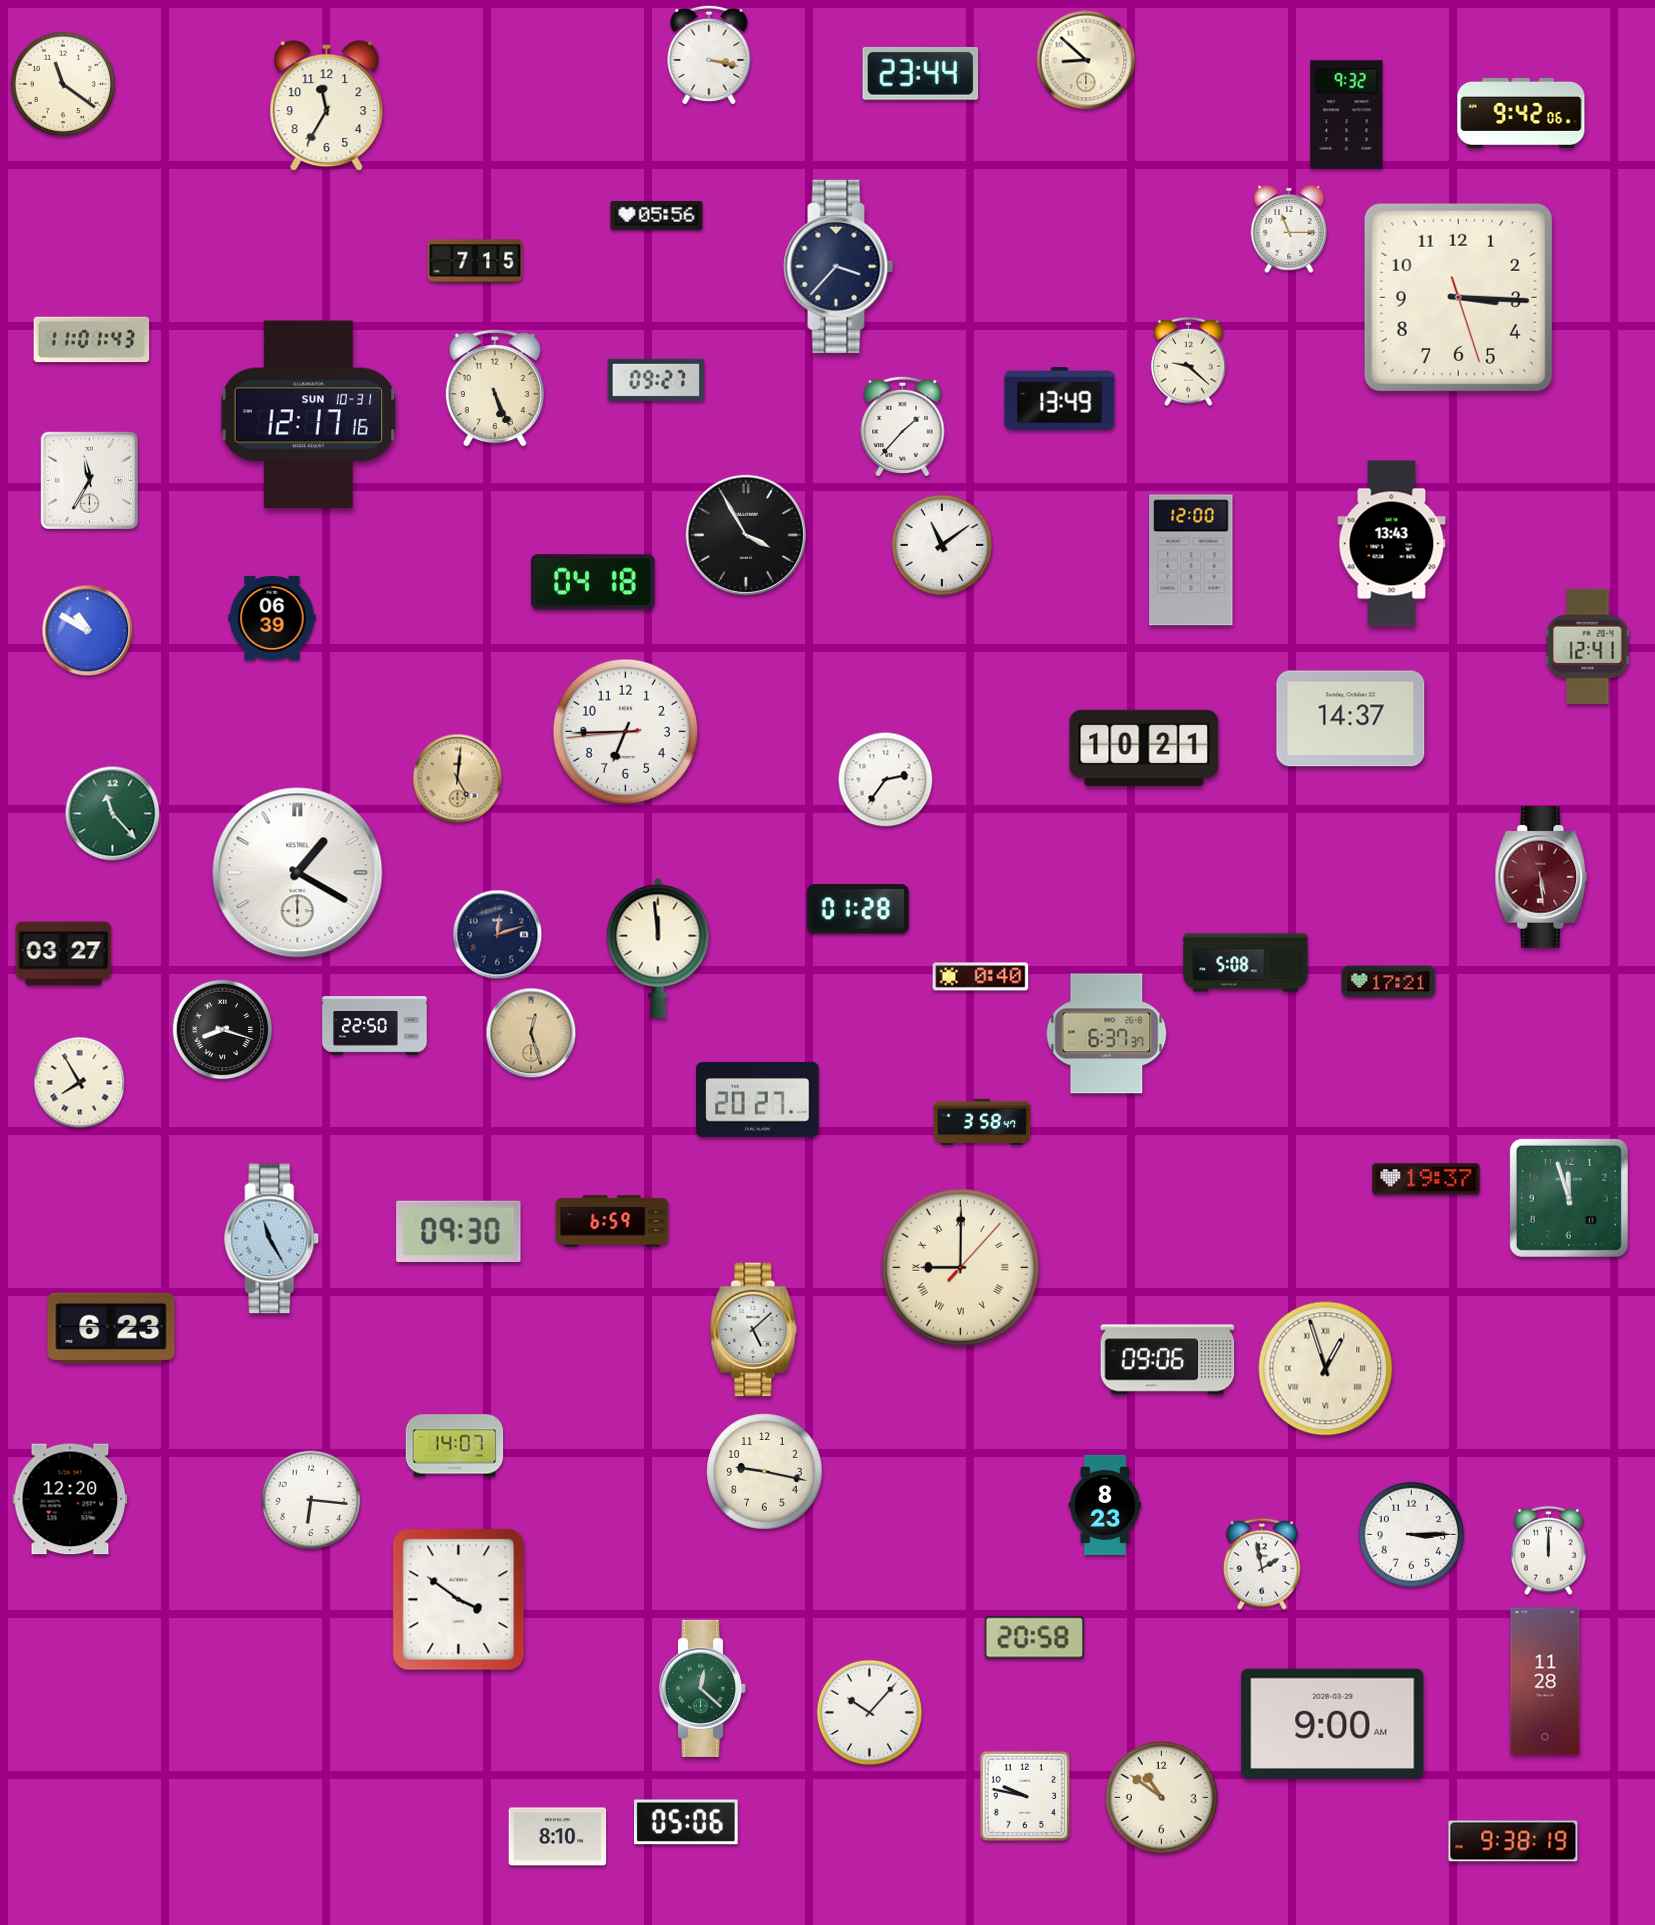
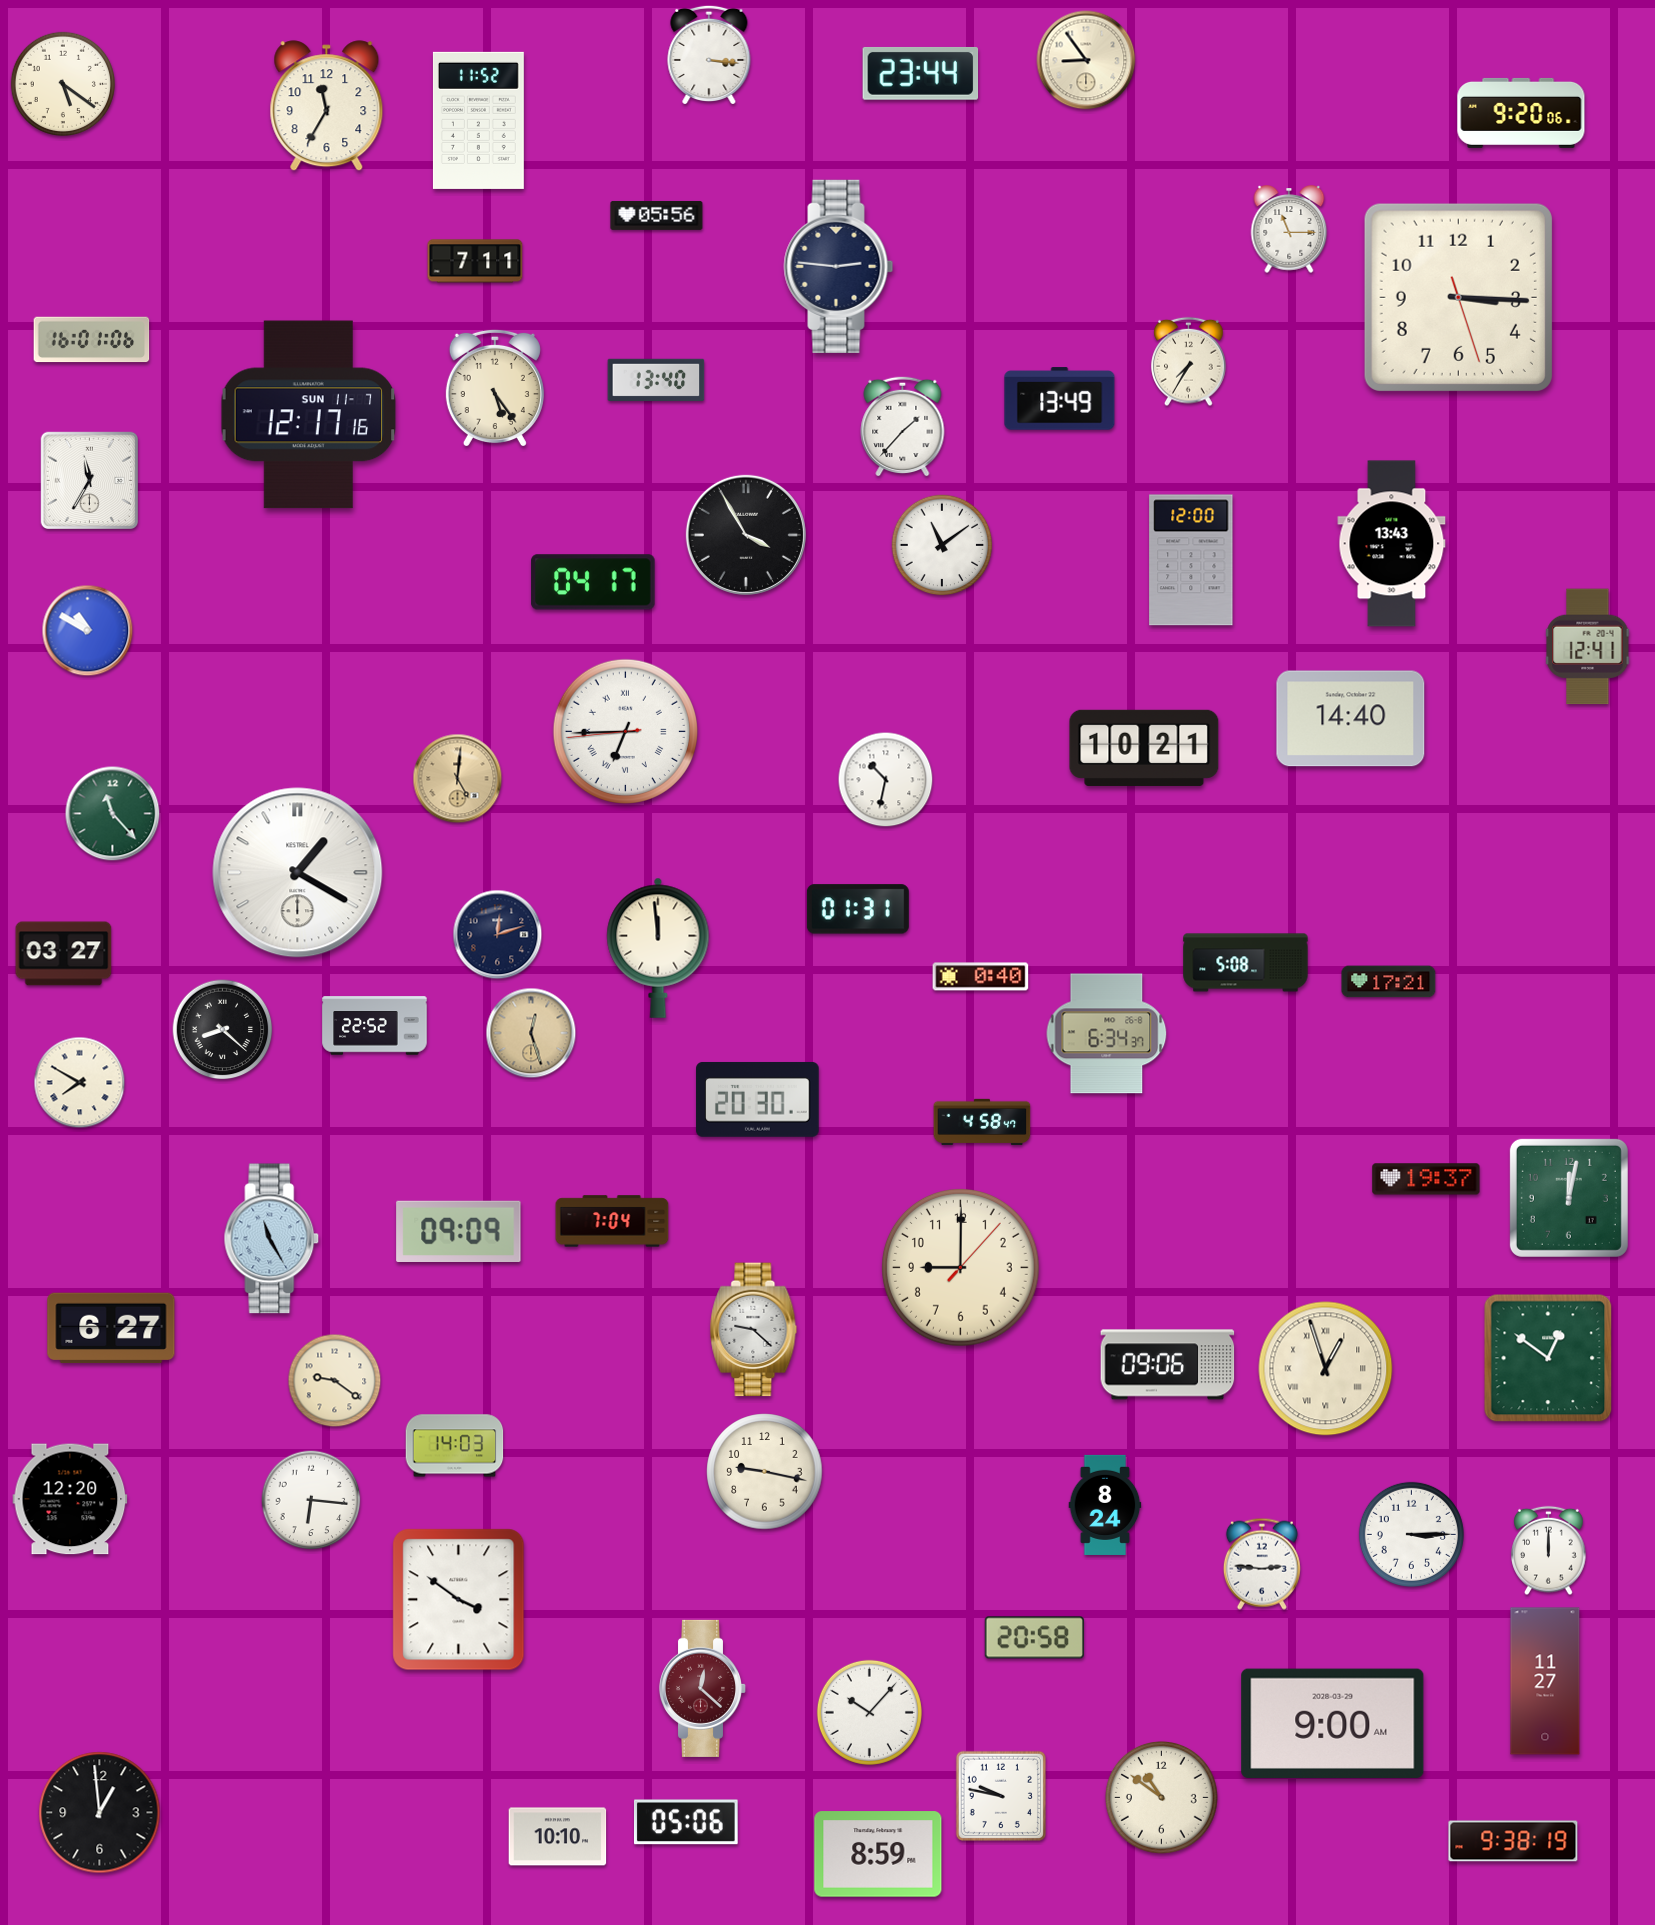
clock at (709, 55): 3:17 -> 3:16
clock at (1086, 60): 8:52 -> 8:54
clock at (63, 84): 11:21 -> 5:21
clock at (1521, 113): 9:42 -> 9:20
clock at (1347, 115): 9:32 -> none
clock at (478, 120): none -> 11:52
clock at (475, 261): 7:15 -> 7:11
clock at (839, 266): 3:37 -> 2:46
clock at (92, 340): 11:01 -> 16:01
clock at (1189, 362): 9:22 -> 7:35
clock at (656, 380): 09:27 -> 13:40
clock at (495, 388): 5:26 -> 5:24
clock at (309, 415) date: SUN 10-31 -> SUN 11-7
clock at (593, 582): 04:18 -> 04:17
clock at (272, 618): 06:39 -> none
clock at (1351, 719): 14:37 -> 14:40
clock at (625, 731) numerals: Arabic -> Roman
clock at (886, 780): 2:36 -> 10:32
clock at (1541, 877): 5:29 -> none
clock at (858, 909): 01:28 -> 01:31
clock at (375, 1026): 22:50 -> 22:52
clock at (223, 1030): 8:18 -> 8:22
clock at (1107, 1034): 6:37 -> 6:34
clock at (80, 1083): 7:55 -> 7:50
clock at (758, 1099): 20:27 -> 20:30
clock at (982, 1122): 3:58 -> 4:58
clock at (1569, 1198): 11:57 -> 12:02
clock at (612, 1221): 6:59 -> 7:04
clock at (459, 1232): 09:30 -> 09:09
clock at (961, 1268) numerals: Roman -> Arabic
clock at (111, 1328): 6:23 -> 6:27
clock at (754, 1330): 5:08 -> 9:22
clock at (1548, 1358): none -> 12:51
clock at (1168, 1360) position: (1168, 1360) -> (1168, 1365)
clock at (335, 1381): none -> 9:21
clock at (455, 1446): 14:07 -> 14:03
clock at (1105, 1505): 8:23 -> 8:24
clock at (1262, 1564): 1:58 -> 2:46
clock at (1545, 1681): 11:28 -> 11:27
clock at (703, 1688) dial: green -> burgundy
clock at (1024, 1795) position: (1024, 1795) -> (1000, 1795)
clock at (100, 1813): none -> 12:59
clock at (558, 1837): 8:10 -> 10:10
clock at (878, 1854): none -> 8:59
